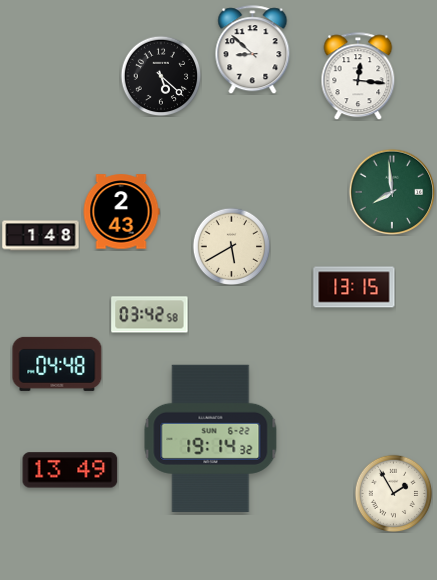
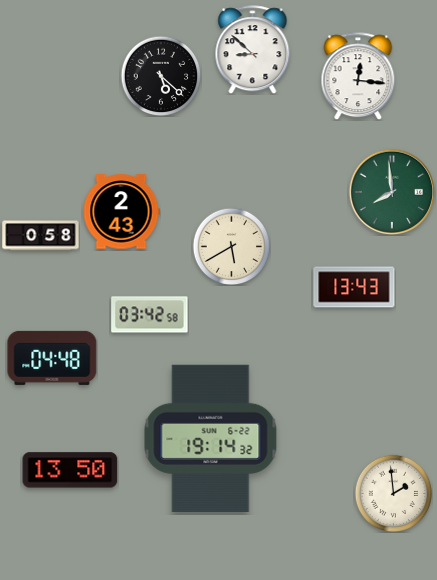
clock at (41, 236): 1:48 -> 0:58
clock at (354, 287): 13:15 -> 13:43
clock at (57, 364) position: (57, 364) -> (52, 358)
clock at (70, 470): 13:49 -> 13:50
clock at (393, 493): 1:55 -> 1:59
